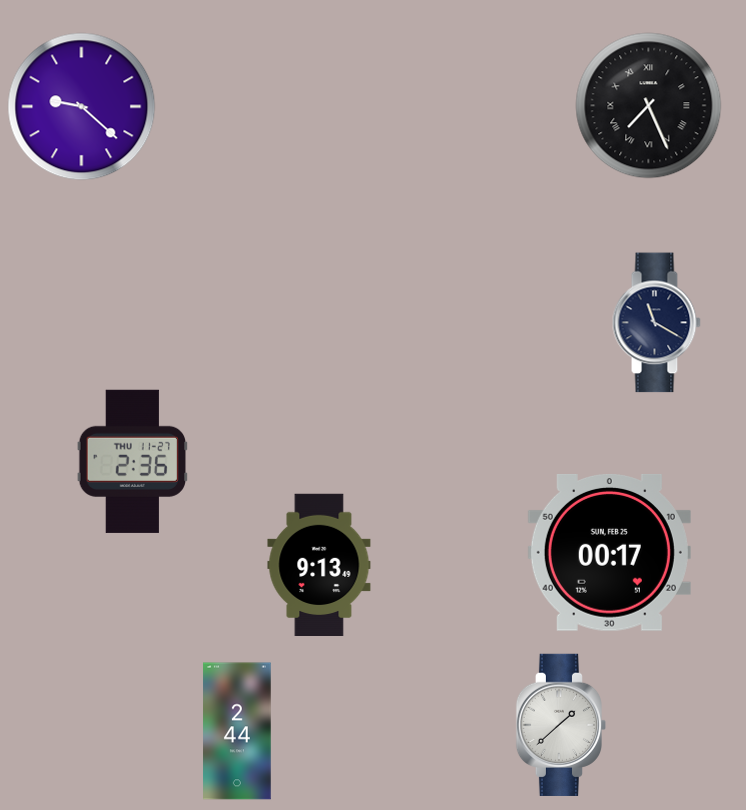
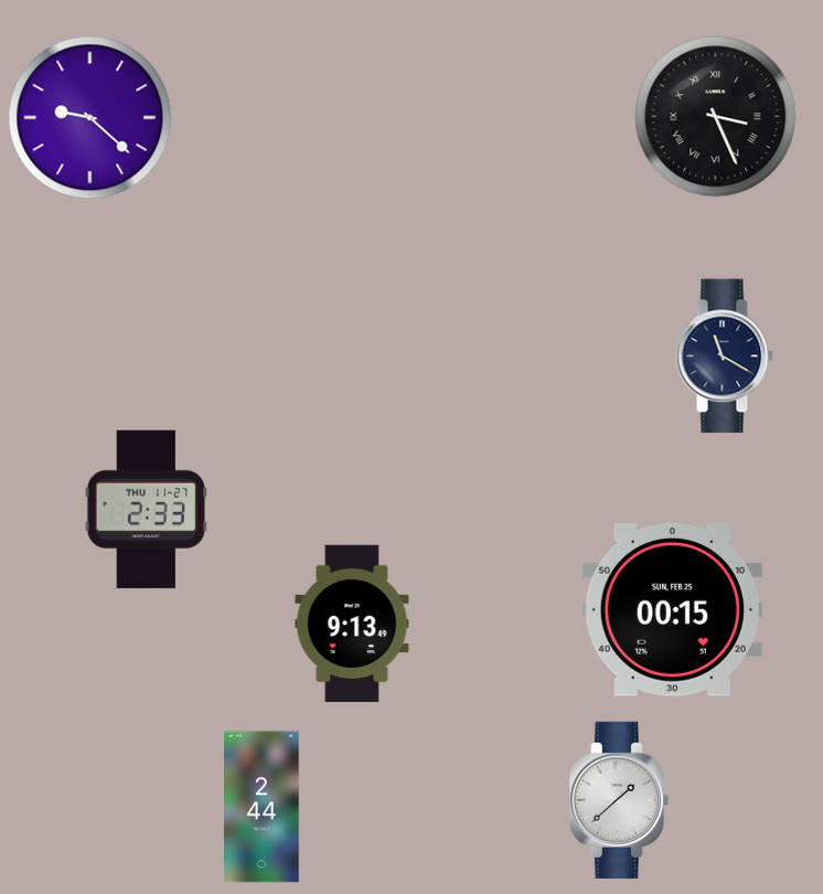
clock at (649, 106): 7:26 -> 3:26
clock at (132, 461): 2:36 -> 2:33
clock at (609, 552): 00:17 -> 00:15
